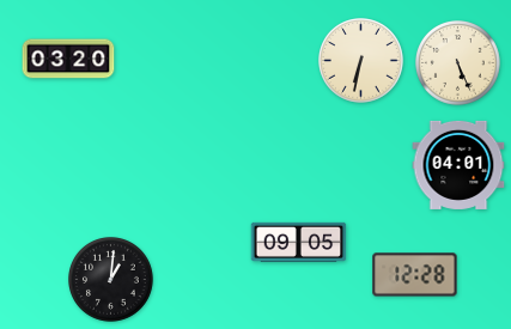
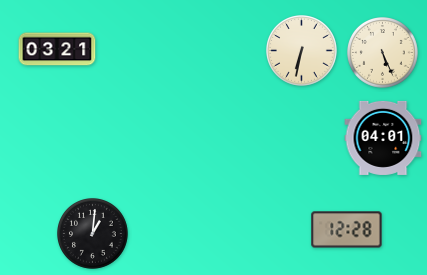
clock at (68, 59): 03:20 -> 03:21
clock at (299, 242): 09:05 -> none
